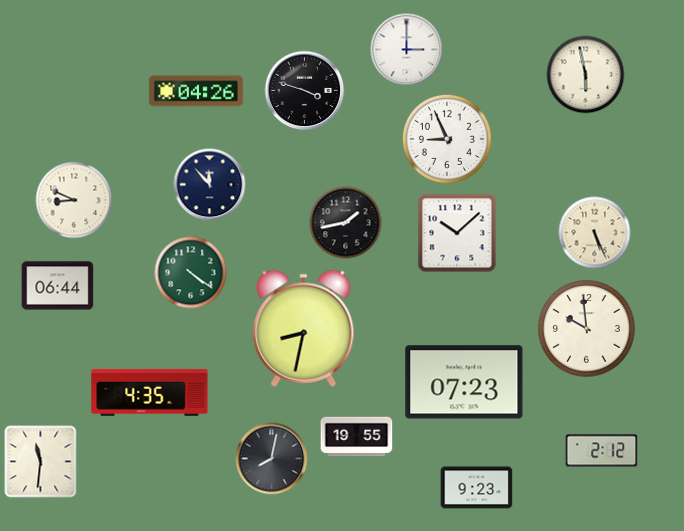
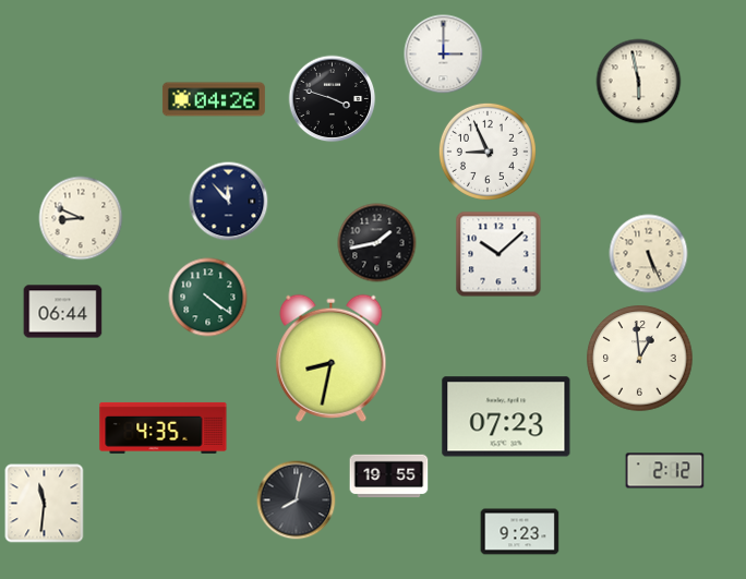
clock at (587, 329): 9:59 -> 12:59
clock at (602, 451) position: (602, 451) -> (665, 471)
